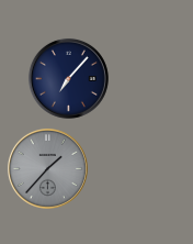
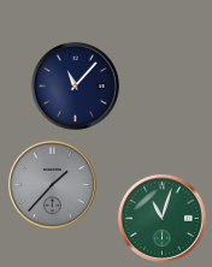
clock at (68, 78): 7:07 -> 11:07
clock at (161, 218): none -> 11:03
